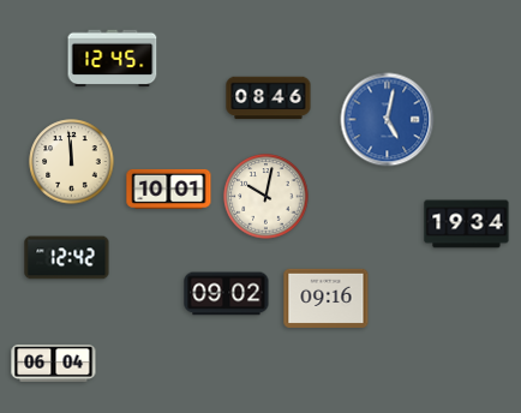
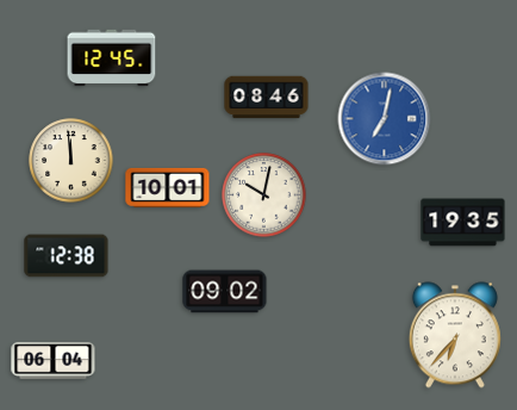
clock at (388, 120): 5:02 -> 7:02
clock at (467, 225): 19:34 -> 19:35
clock at (67, 258): 12:42 -> 12:38
clock at (327, 298): 09:16 -> none
clock at (455, 335): none -> 6:37
